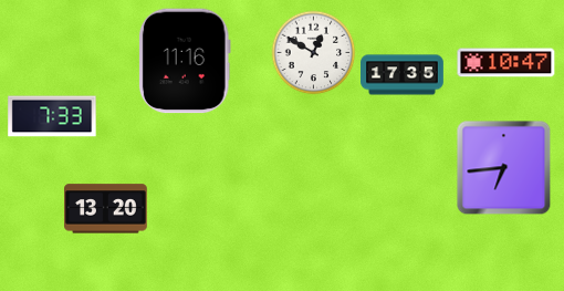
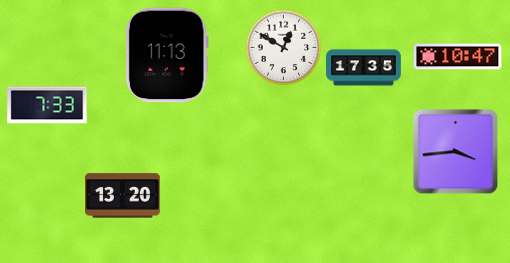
clock at (185, 61): 11:16 -> 11:13
clock at (504, 168): 6:44 -> 3:44
clock at (106, 209) position: (106, 209) -> (123, 196)
